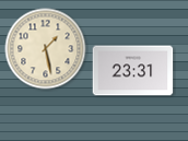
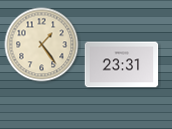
clock at (46, 49): 1:28 -> 1:24
